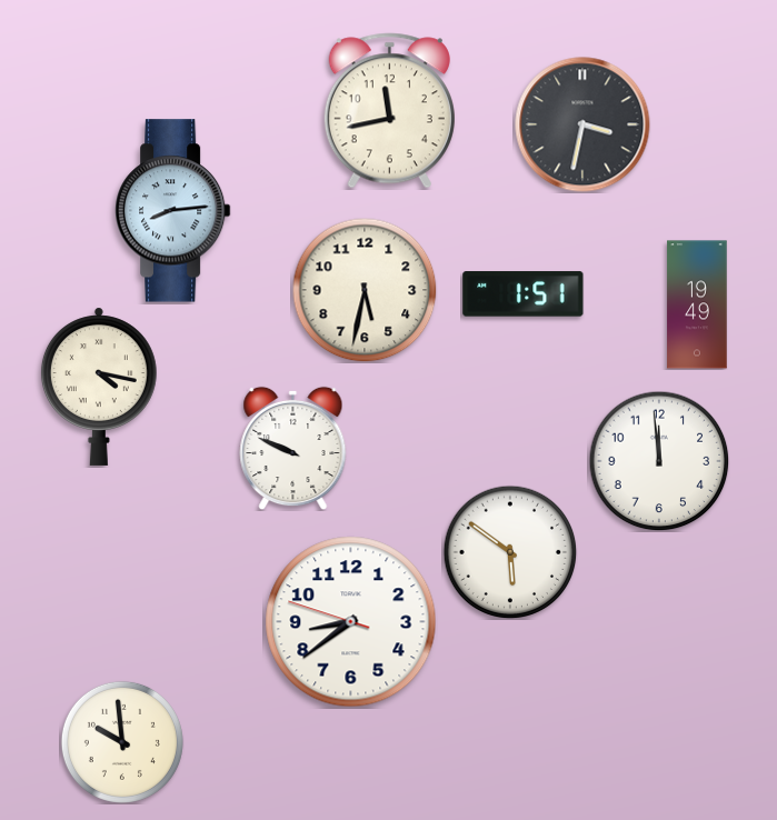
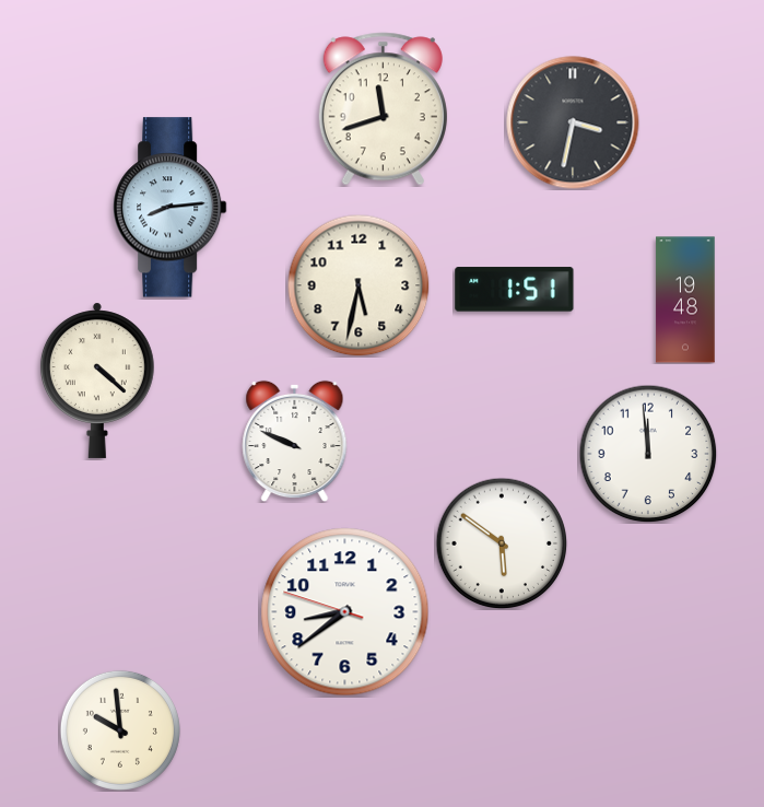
clock at (389, 111): 11:43 -> 11:42
clock at (697, 304): 19:49 -> 19:48
clock at (99, 387): 4:17 -> 4:22
clock at (293, 448) position: (293, 448) -> (295, 441)
